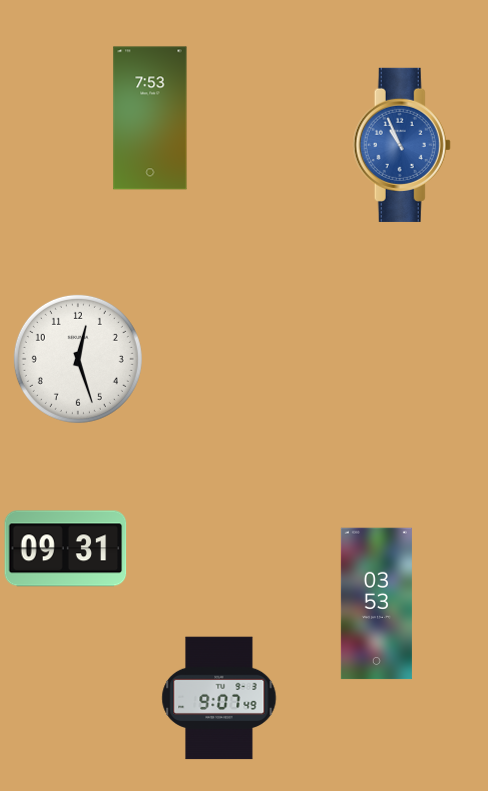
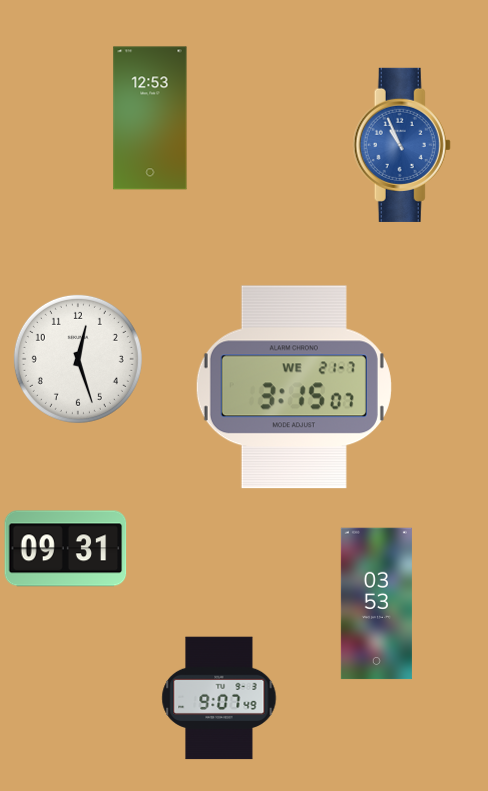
clock at (150, 118): 7:53 -> 12:53
clock at (294, 387): none -> 3:15
